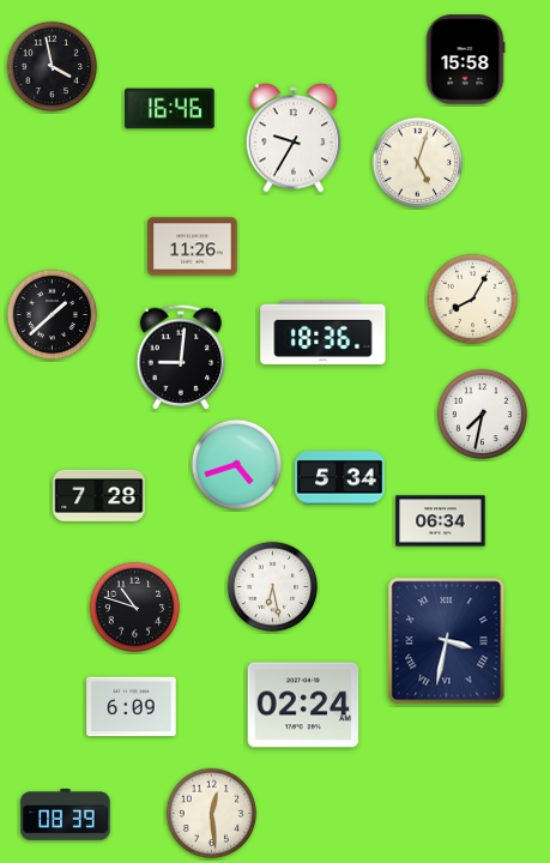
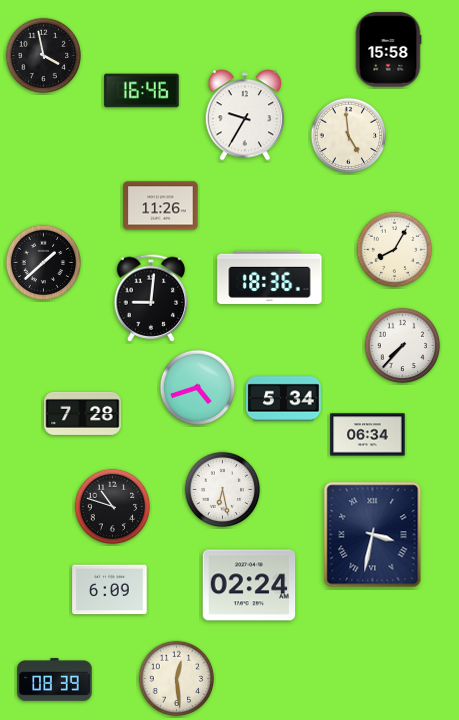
clock at (418, 163): 5:03 -> 4:59
clock at (483, 415): 7:32 -> 7:37
clock at (273, 587) position: (273, 587) -> (223, 490)
clock at (303, 705) position: (303, 705) -> (249, 585)
